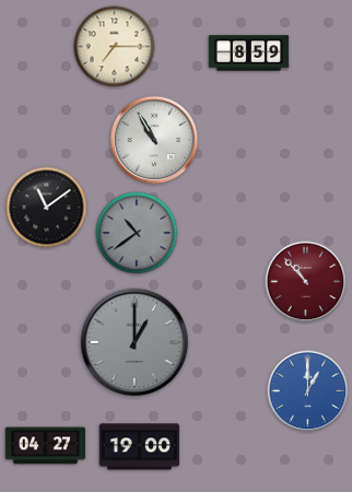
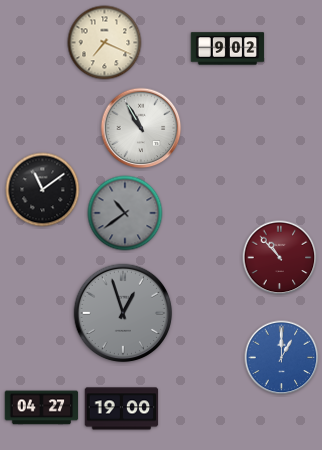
clock at (115, 47): 7:15 -> 7:19
clock at (249, 54): 8:59 -> 9:02
clock at (134, 342): 1:00 -> 12:57
clock at (140, 447) position: (140, 447) -> (122, 409)
